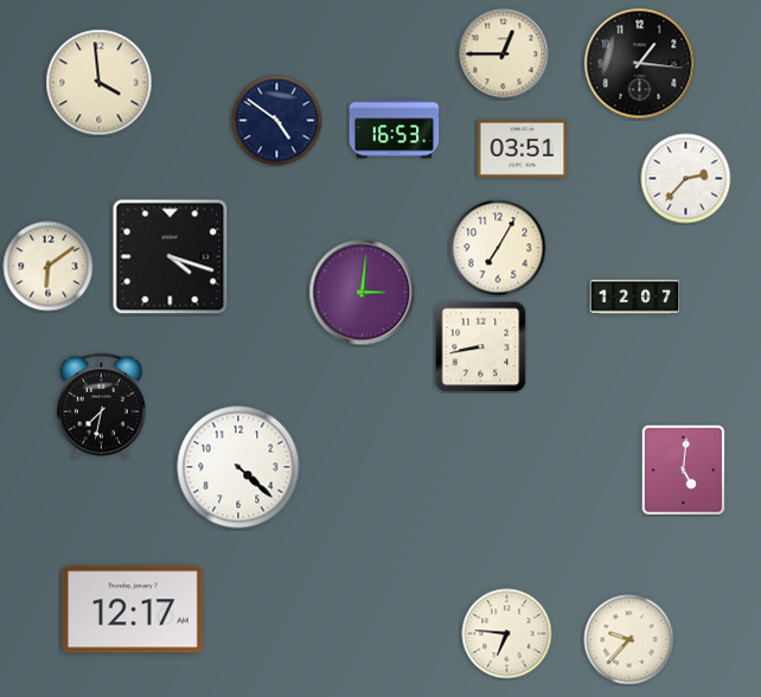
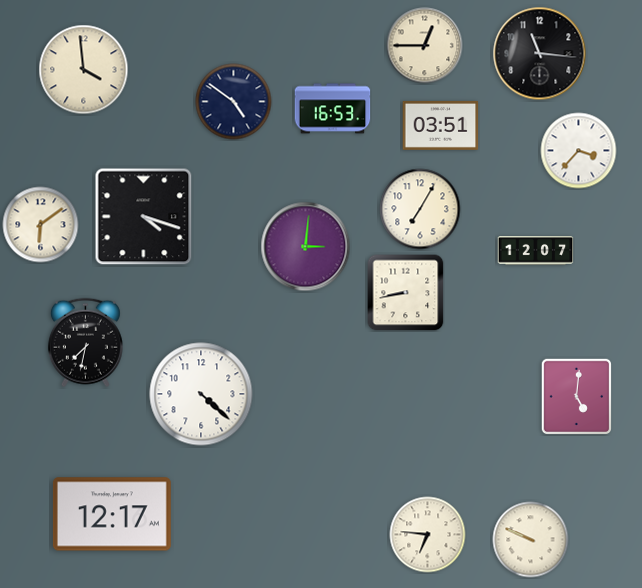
clock at (640, 64): 1:16 -> 11:16
clock at (686, 179): 2:37 -> 3:37
clock at (629, 640): 9:37 -> 9:49
